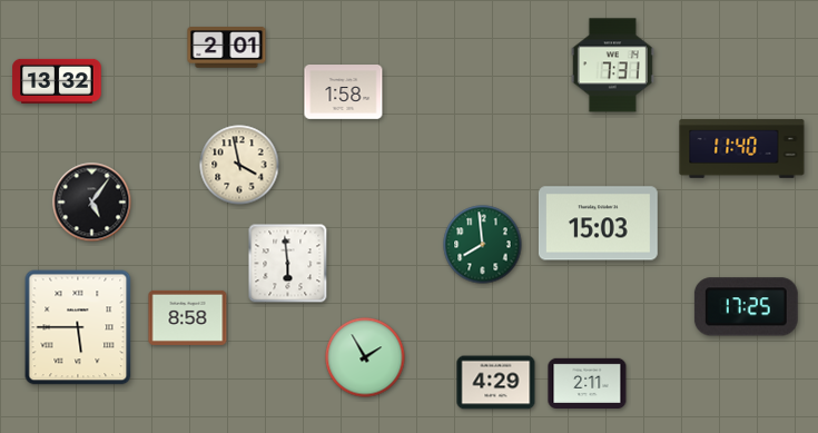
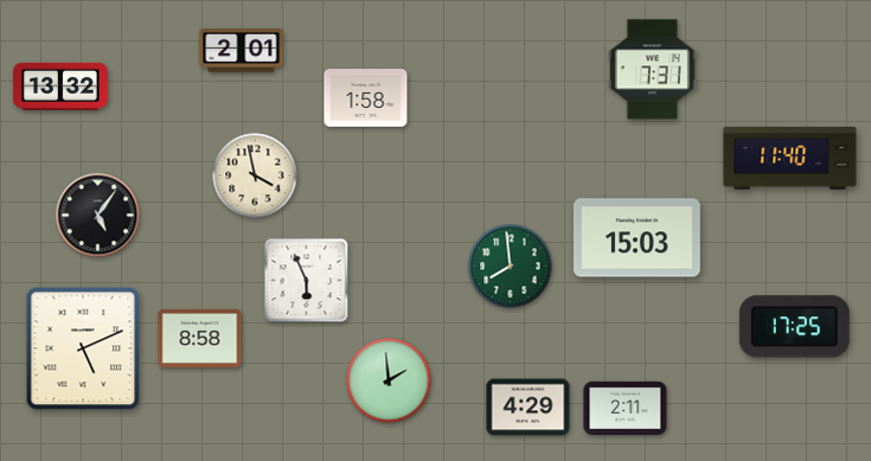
clock at (483, 245) position: (483, 245) -> (511, 267)
clock at (288, 264): 5:59 -> 5:56
clock at (78, 327): 5:45 -> 5:11
clock at (365, 357): 1:55 -> 1:59
